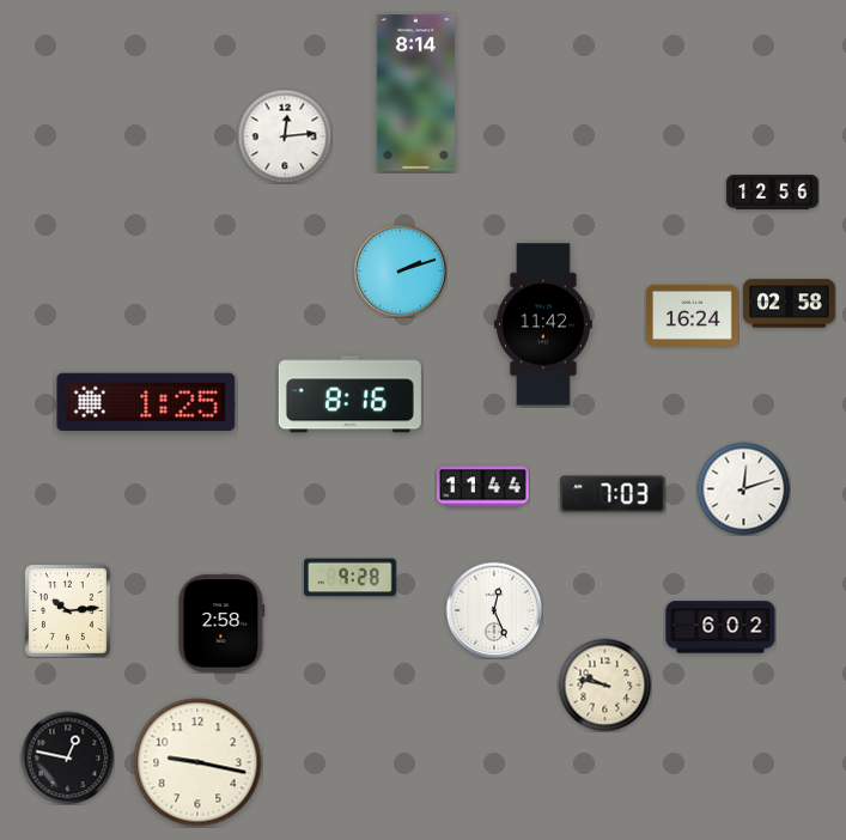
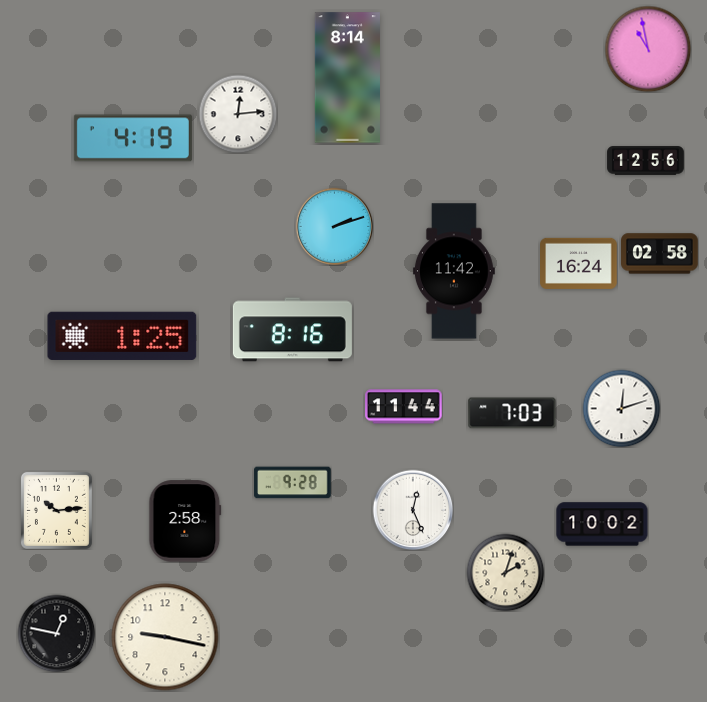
clock at (648, 49): none -> 10:58
clock at (133, 138): none -> 4:19
clock at (720, 627): 6:02 -> 10:02
clock at (604, 684): 9:47 -> 2:03
